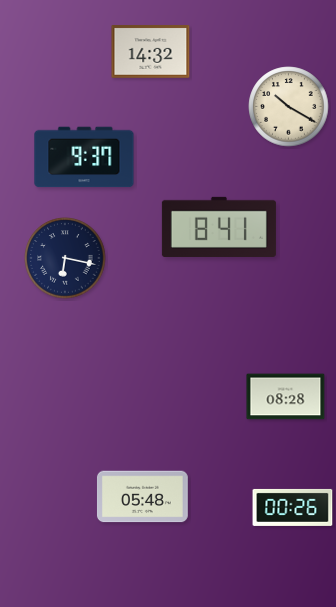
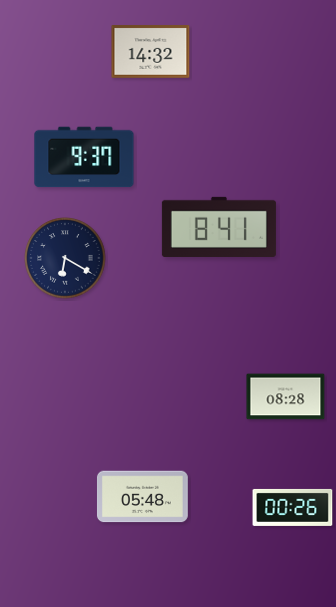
clock at (289, 107): 10:20 -> none
clock at (65, 258): 6:17 -> 6:20
